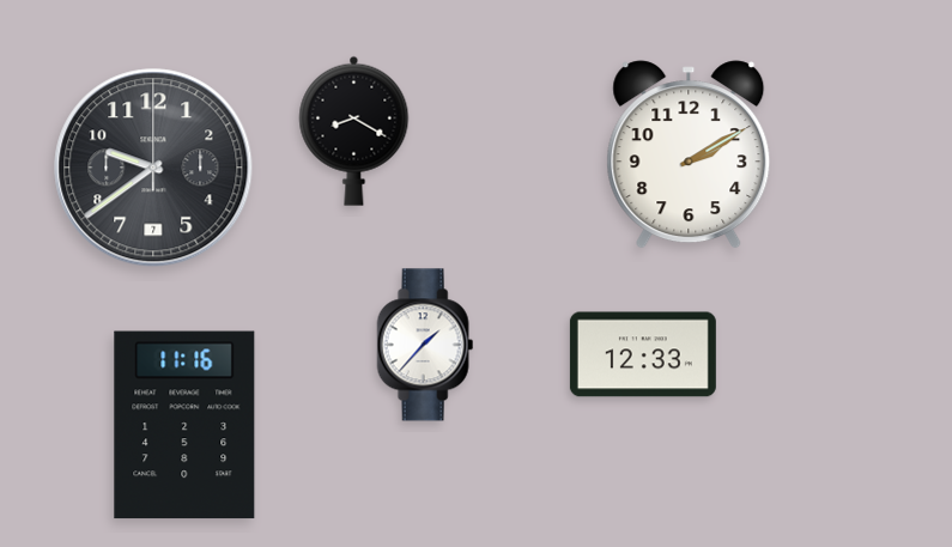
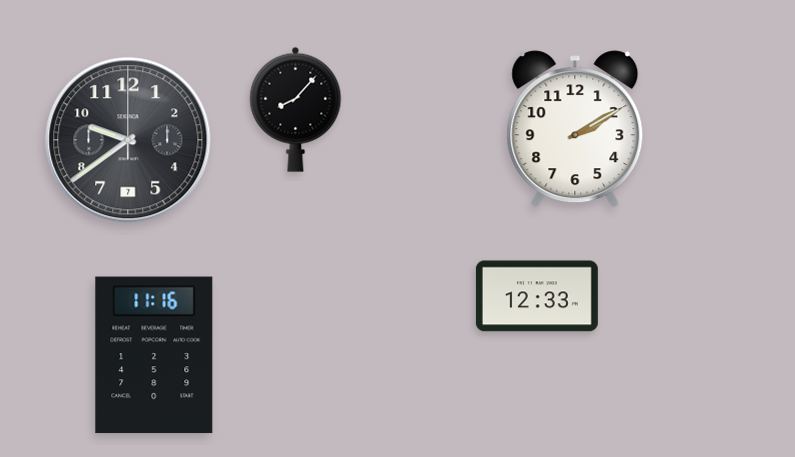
clock at (354, 130): 8:20 -> 8:07
clock at (425, 345): 1:37 -> none
